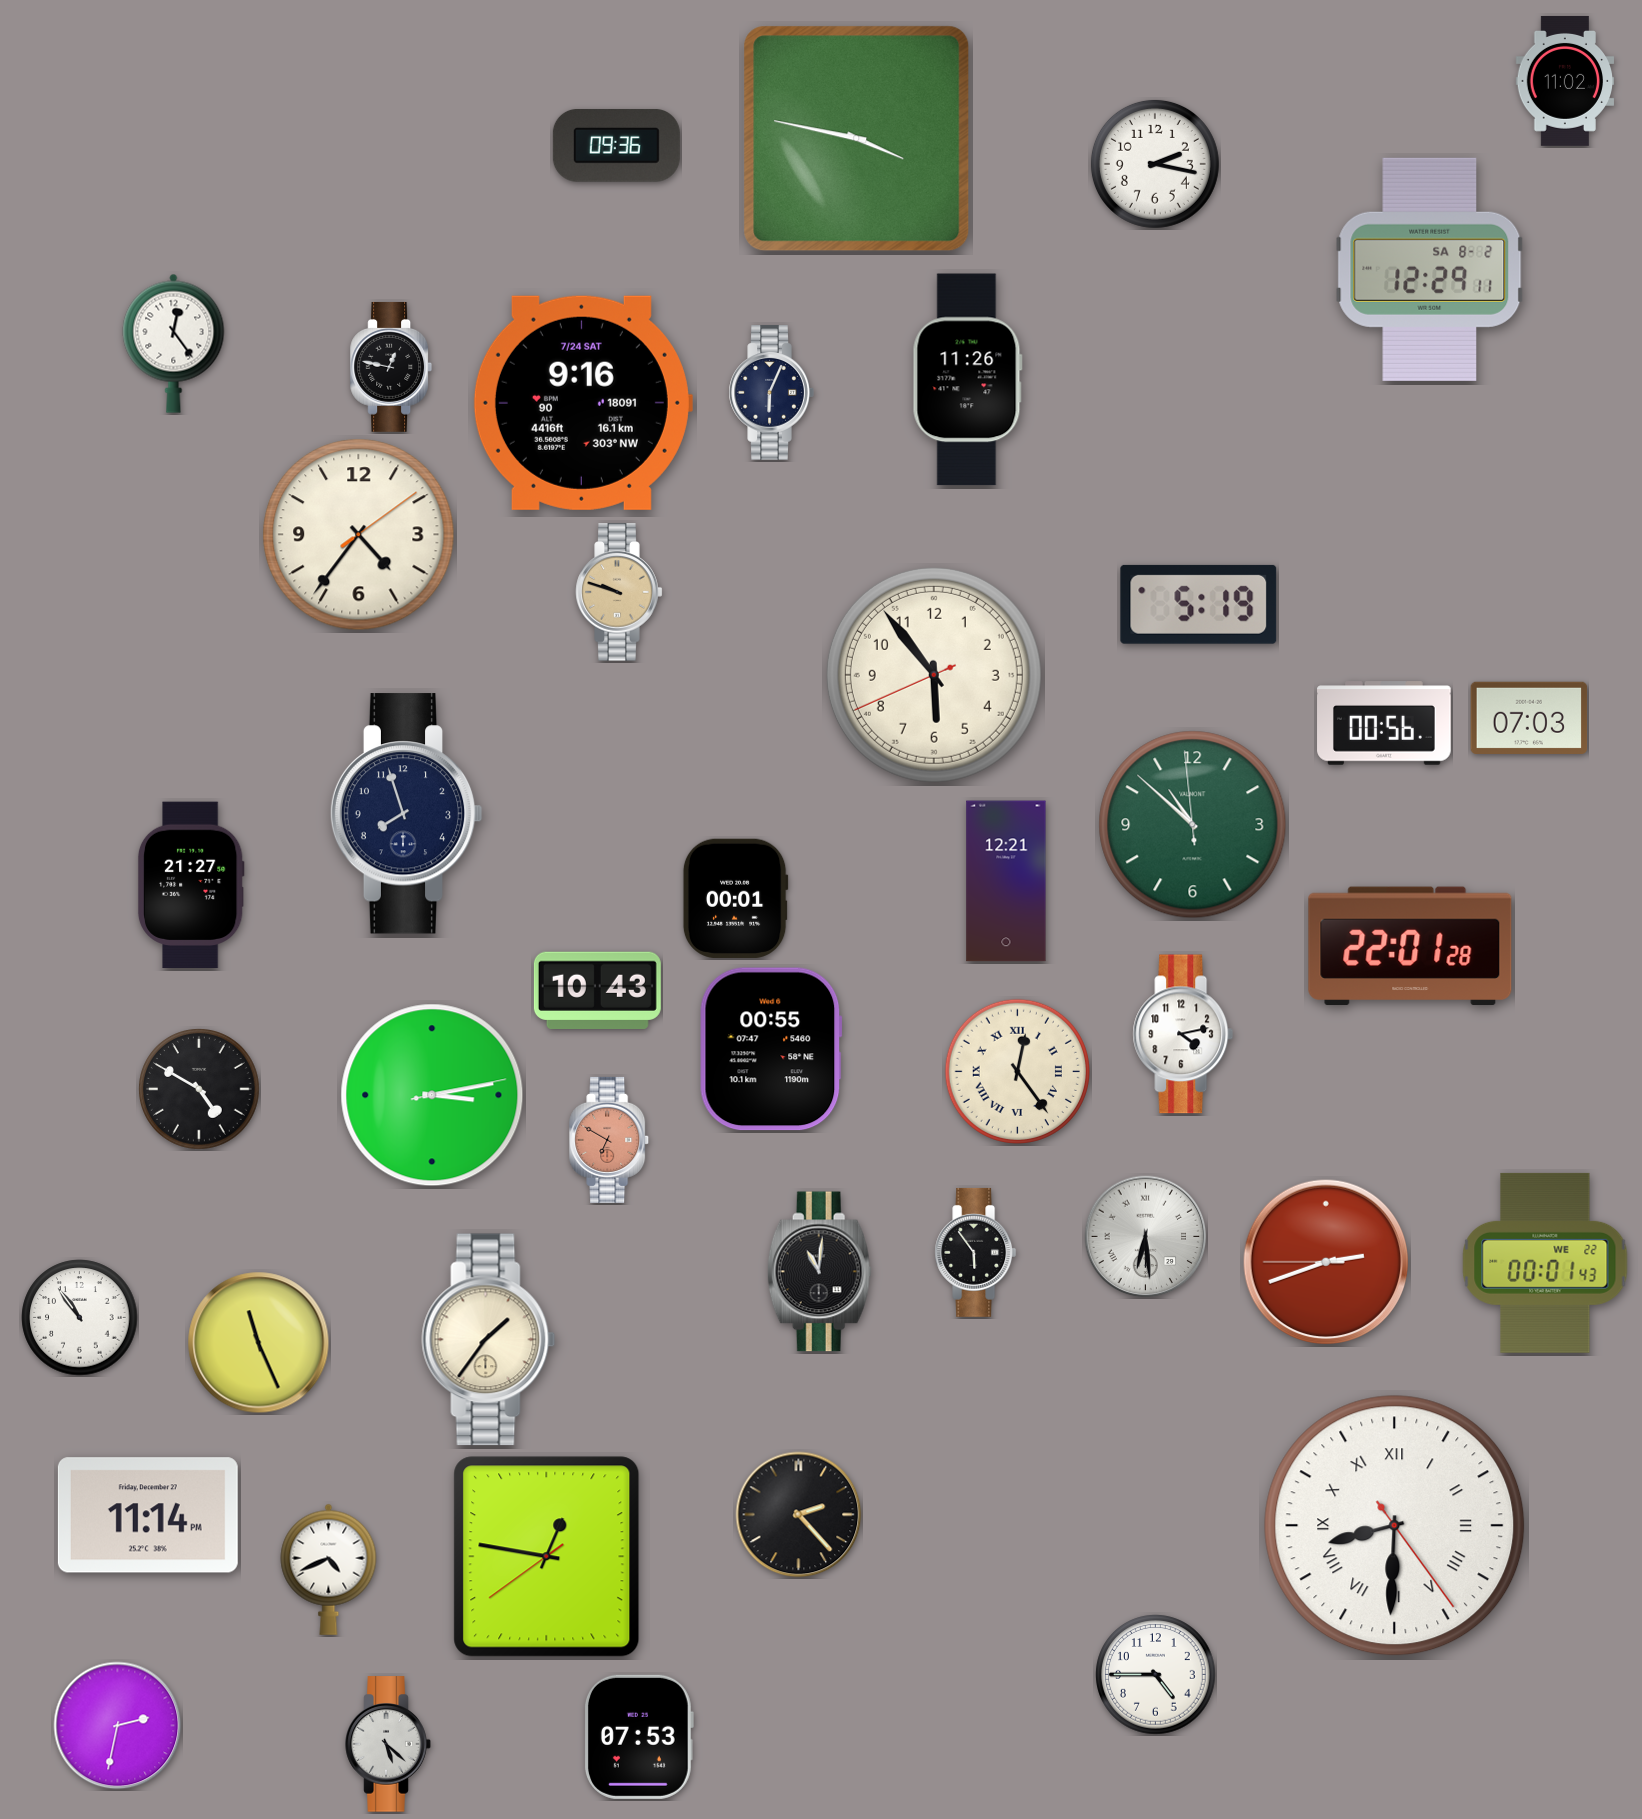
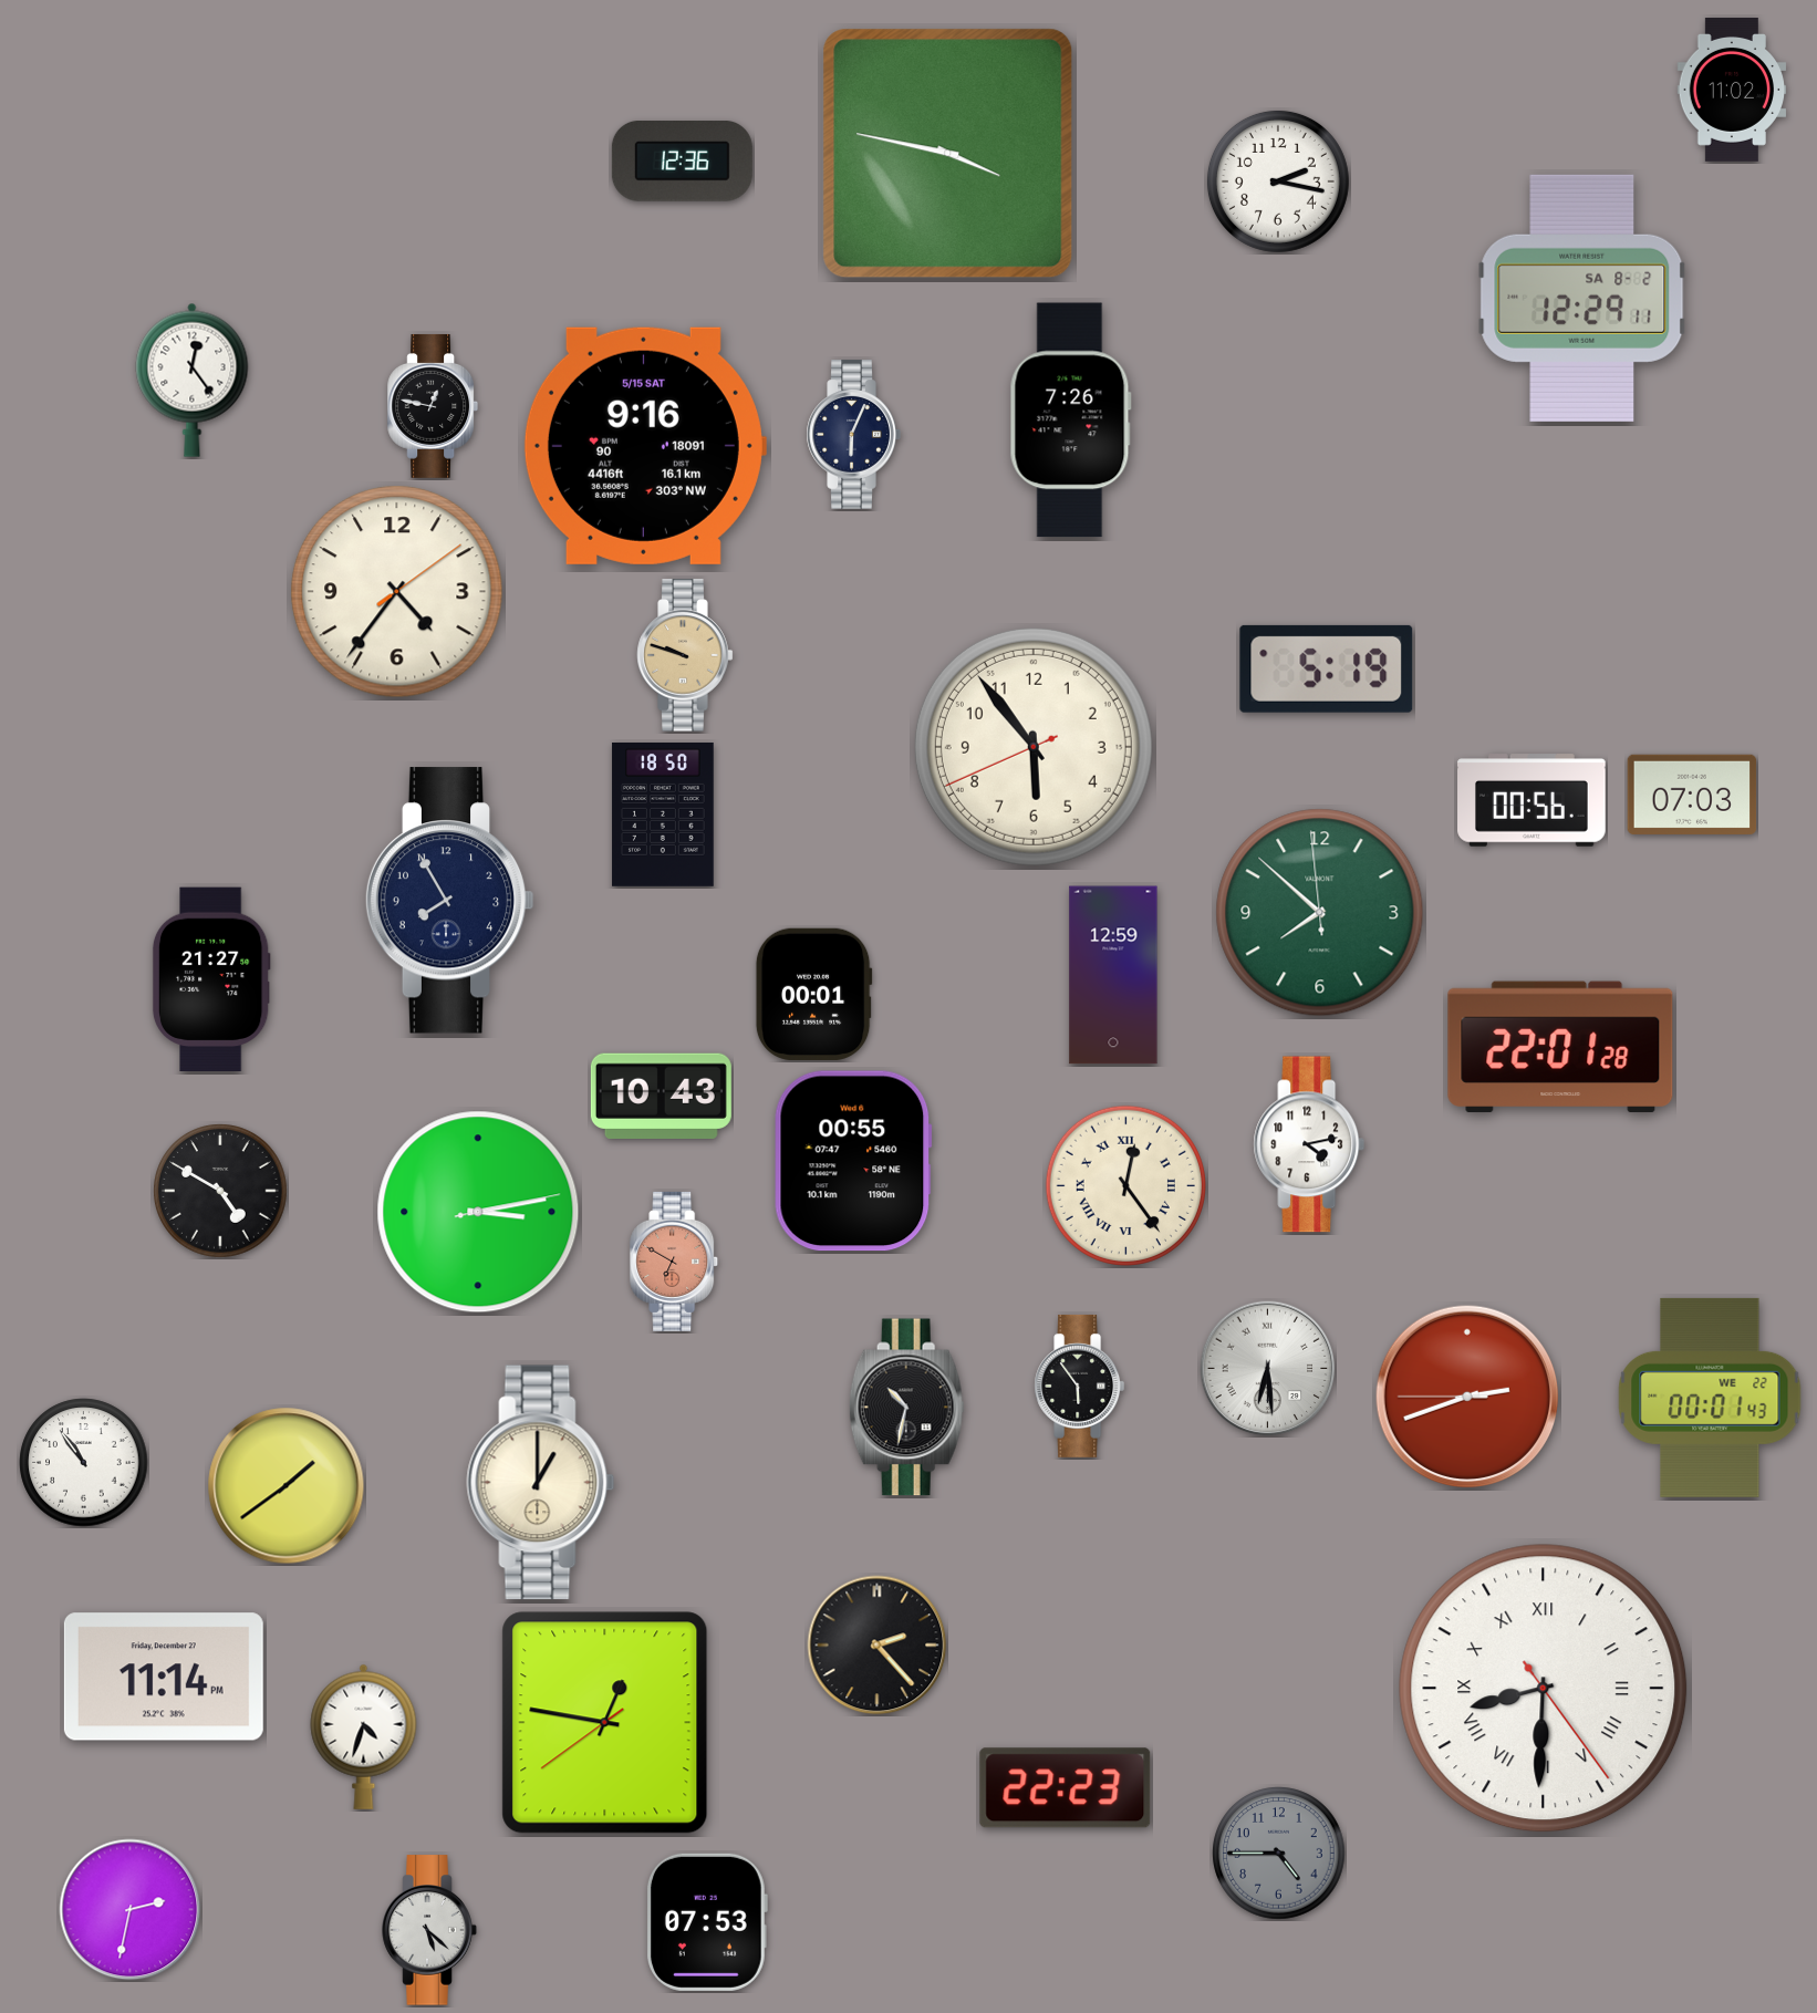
clock at (616, 146): 09:36 -> 12:36
clock at (967, 380): 11:26 -> 7:26
clock at (582, 403) date: 7/24 SAT -> 5/15 SAT
clock at (663, 814): none -> 18:50
clock at (406, 814): 7:57 -> 7:55
clock at (1193, 825): 10:51 -> 7:51
clock at (1006, 881): 12:21 -> 12:59
clock at (199, 1089) position: (199, 1089) -> (220, 1191)
clock at (819, 1272): 11:01 -> 10:32
clock at (80, 1318) position: (80, 1318) -> (84, 1463)
clock at (489, 1340): 1:36 -> 1:00
clock at (259, 1343): 11:26 -> 1:39
clock at (799, 1515) position: (799, 1515) -> (878, 1646)
clock at (329, 1569): 4:41 -> 4:33
clock at (1066, 1788): none -> 22:23
clock at (1156, 1675) dial: white -> grey
